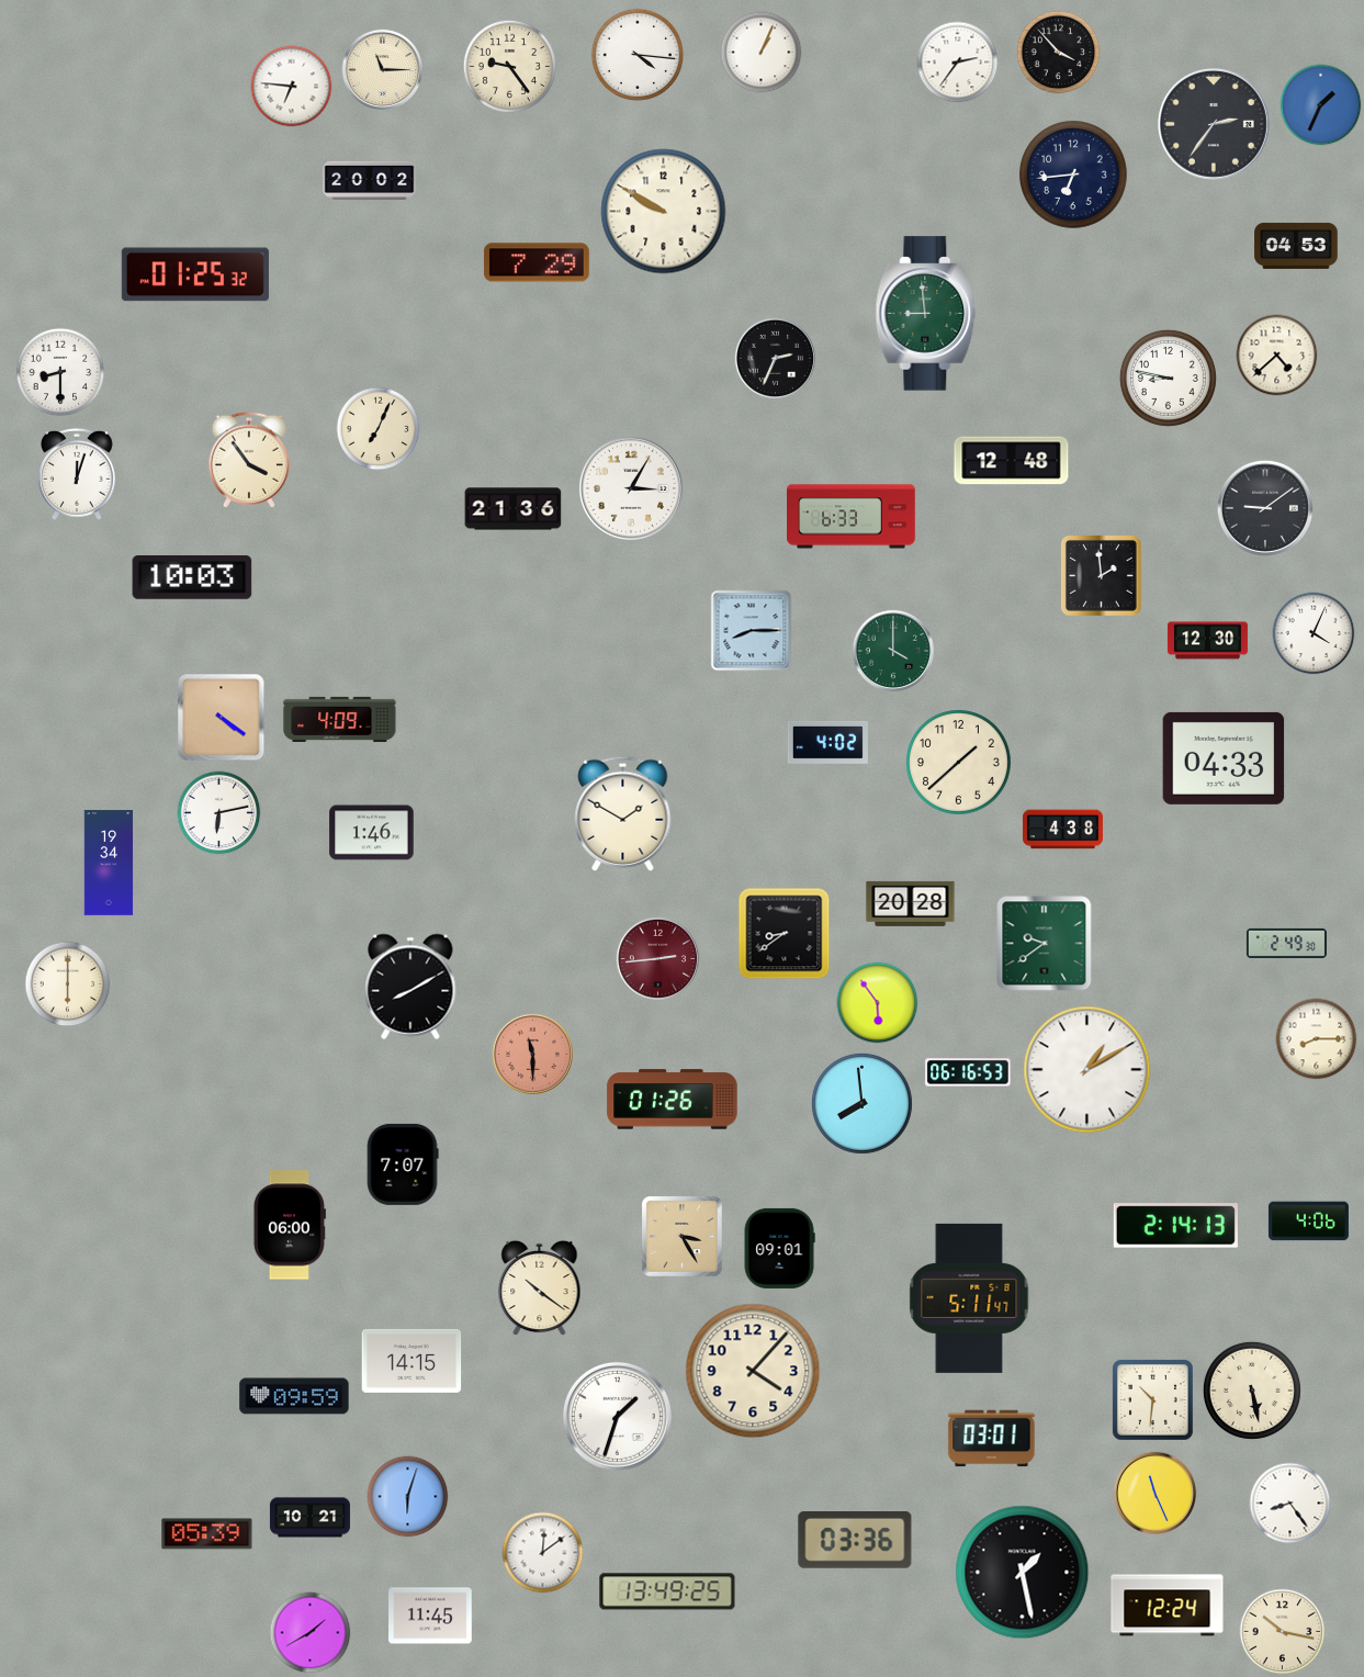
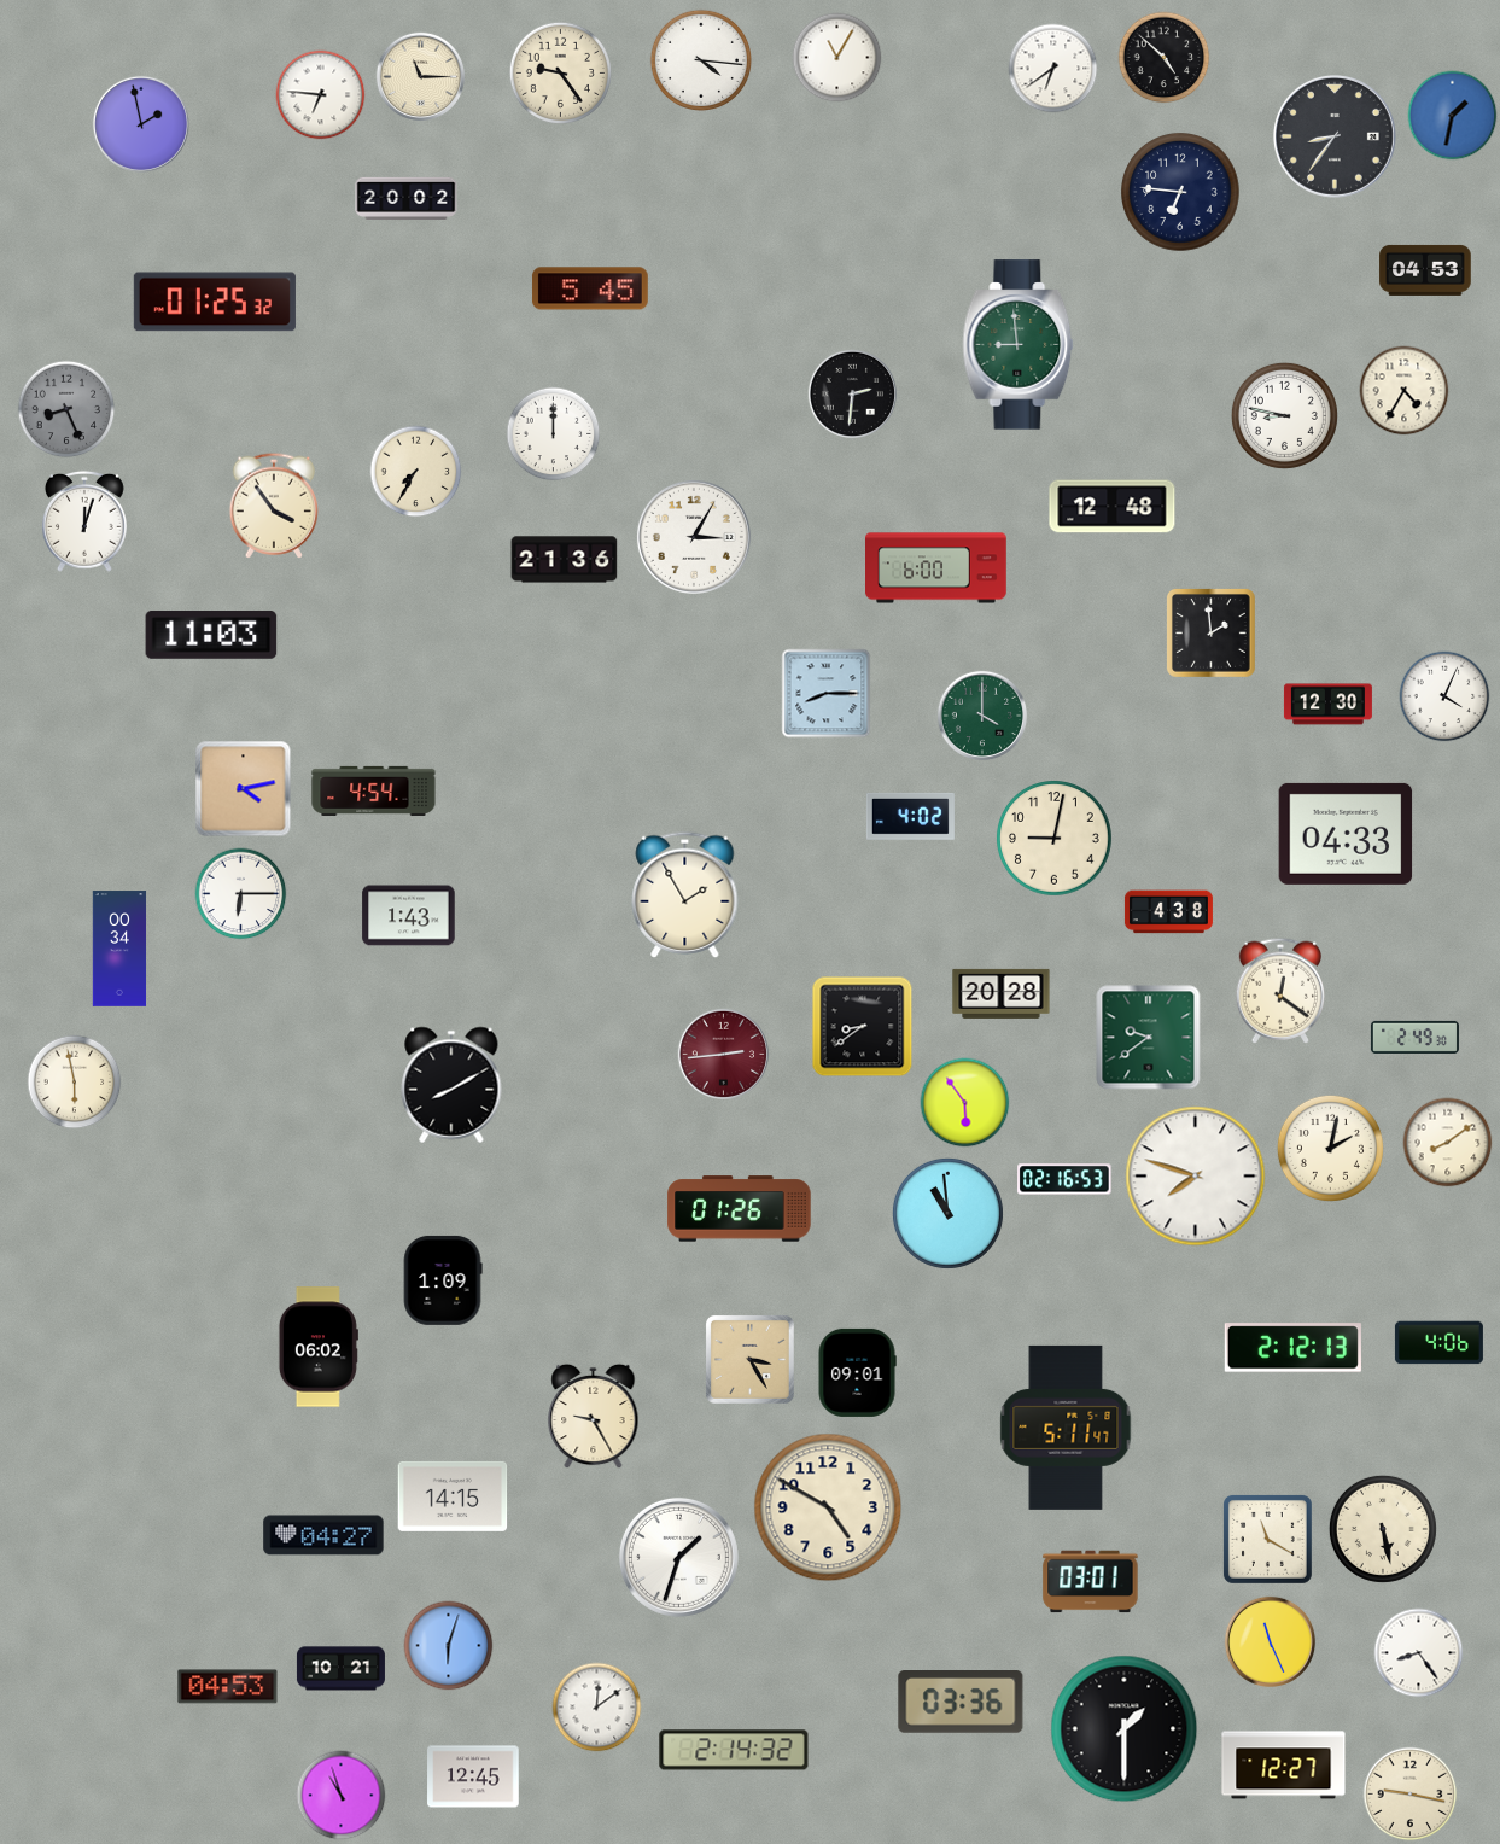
clock at (762, 53): 1:04 -> 11:05
clock at (1059, 53): 3:53 -> 4:52
clock at (958, 63): 2:36 -> 6:39
clock at (1321, 105): 1:34 -> 1:32
clock at (141, 124): none -> 1:58
clock at (1214, 124): 2:36 -> 8:36
clock at (1073, 175): 6:44 -> 6:46
clock at (664, 212): 9:50 -> none
clock at (538, 262): 7:29 -> 5:45
clock at (1277, 356): 4:38 -> 4:35
clock at (775, 358): 2:34 -> 2:31
clock at (60, 372): 8:30 -> 8:26
clock at (60, 372) dial: white -> grey
clock at (554, 434): none -> 12:00
clock at (379, 429): 7:04 -> 7:35
clock at (1265, 508): 9:09 -> none
clock at (852, 517): 6:33 -> 6:00
clock at (192, 577): 10:03 -> 11:03
clock at (222, 718): 4:21 -> 4:13
clock at (340, 719): 4:09 -> 4:54
clock at (959, 763): 1:38 -> 9:02
clock at (219, 813): 6:13 -> 6:15
clock at (623, 813): 1:50 -> 1:55
clock at (372, 833): 1:46 -> 1:43
clock at (109, 863): 19:34 -> 00:34
clock at (1280, 991): none -> 12:21
clock at (68, 984): 6:00 -> 5:58
clock at (1317, 1039): 8:15 -> 8:09
clock at (1330, 1148): none -> 2:02
clock at (532, 1054): 11:30 -> none
clock at (1087, 1070): 1:10 -> 7:48
clock at (968, 1072): 06:16 -> 02:16
clock at (861, 1103): 7:59 -> 10:59
clock at (403, 1164): 7:07 -> 1:09
clock at (290, 1225): 06:00 -> 06:02
clock at (1175, 1226): 2:14 -> 2:12
clock at (540, 1288): 10:21 -> 9:25
clock at (753, 1371): 4:07 -> 4:50
clock at (1252, 1391) position: (1252, 1391) -> (1383, 1529)
clock at (294, 1396): 09:59 -> 04:27
clock at (1152, 1399): 10:31 -> 11:20
clock at (207, 1534): 05:39 -> 04:53
clock at (855, 1540) position: (855, 1540) -> (961, 1702)
clock at (1023, 1573): 1:28 -> 1:30
clock at (667, 1591): 13:49 -> 2:14
clock at (1168, 1606): 12:24 -> 12:27
clock at (430, 1616): 11:45 -> 12:45
clock at (1283, 1632): 10:17 -> 9:17
clock at (311, 1633): 1:40 -> 10:57
